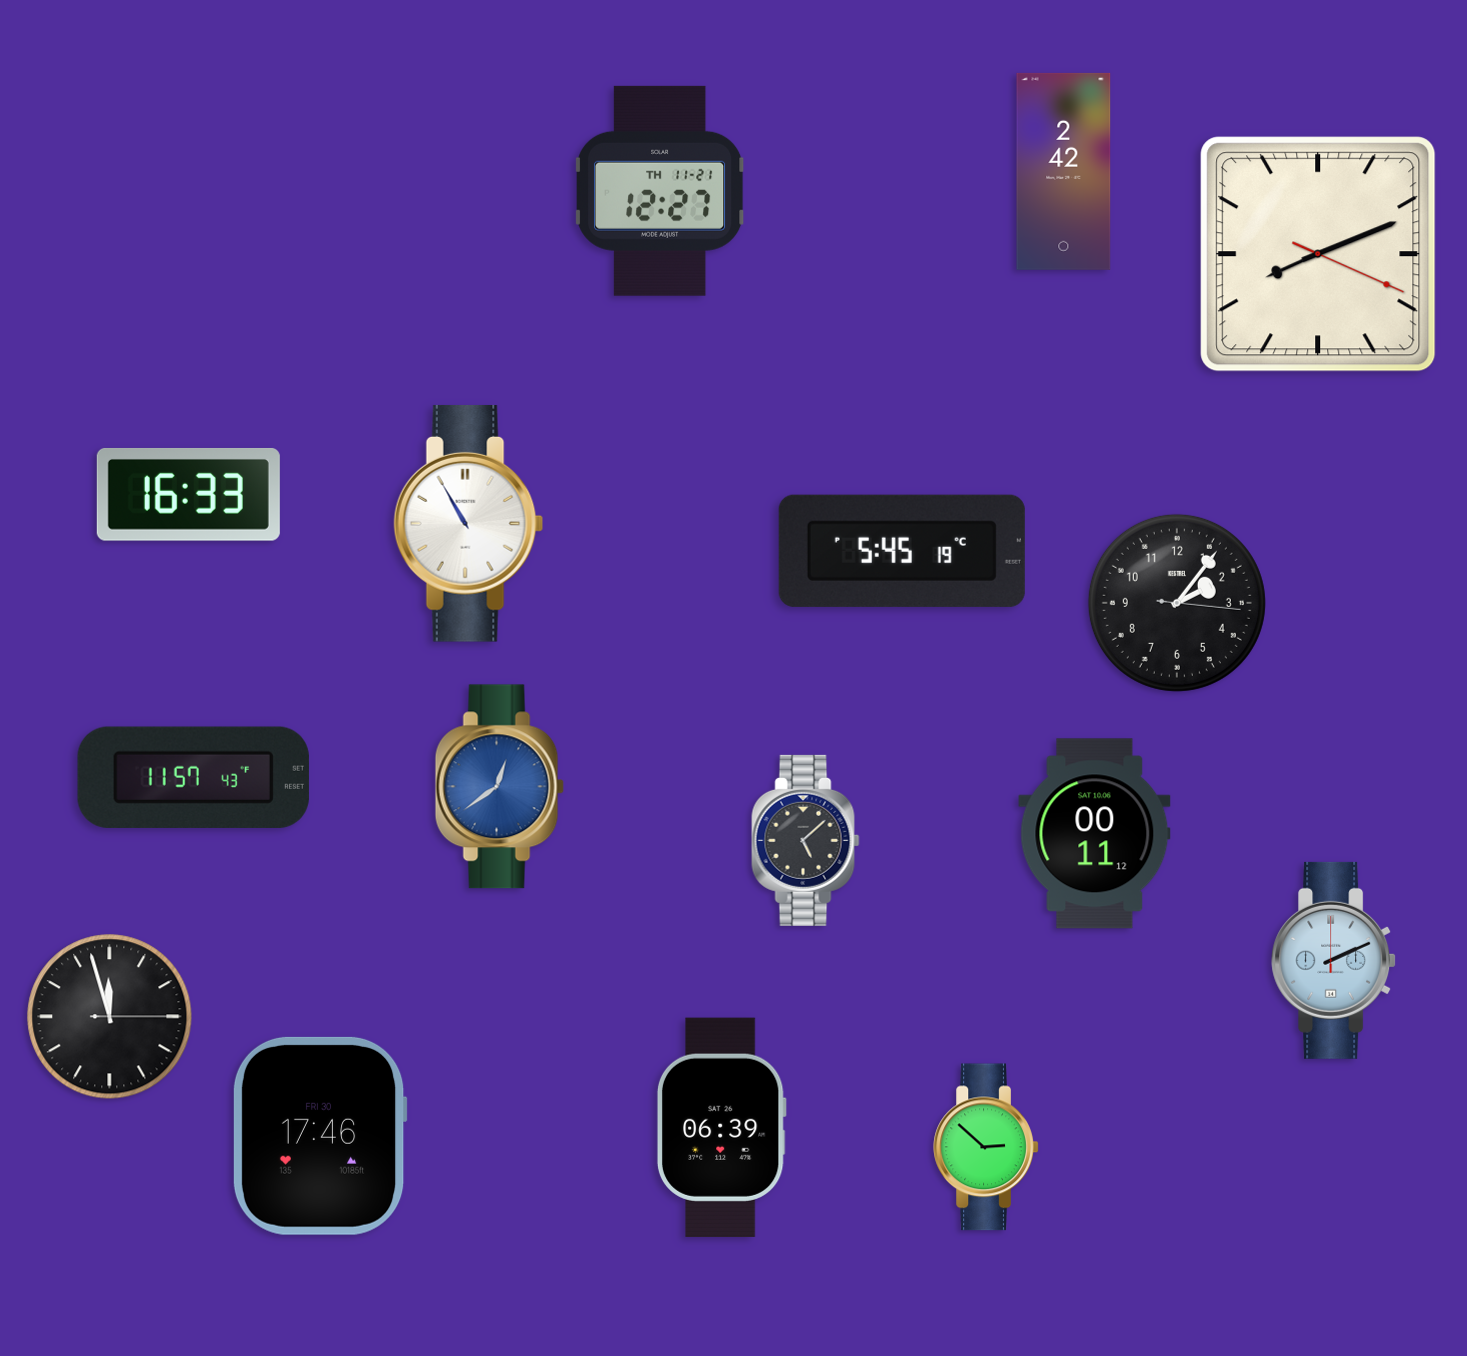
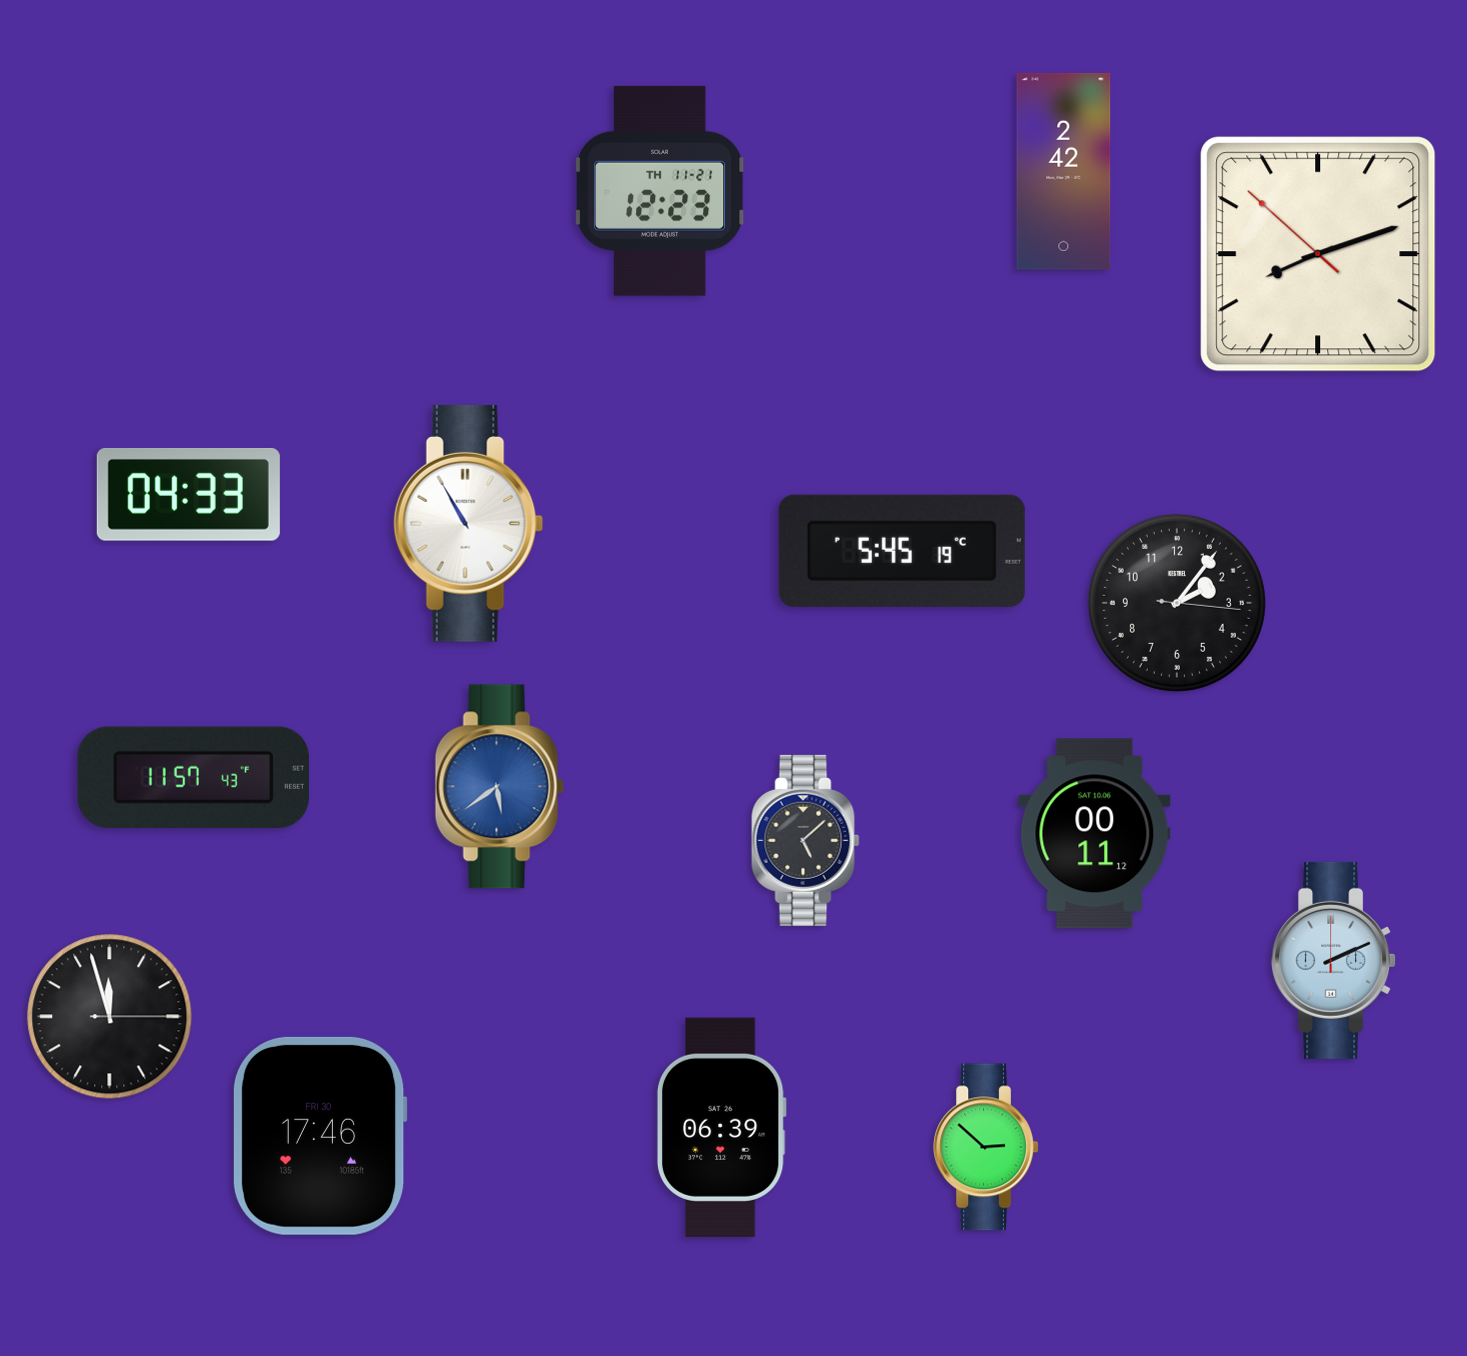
clock at (661, 191): 12:27 -> 12:23
clock at (1318, 254): 8:11:19 -> 8:11:52
clock at (188, 495): 16:33 -> 04:33
clock at (499, 787): 12:39 -> 5:39
